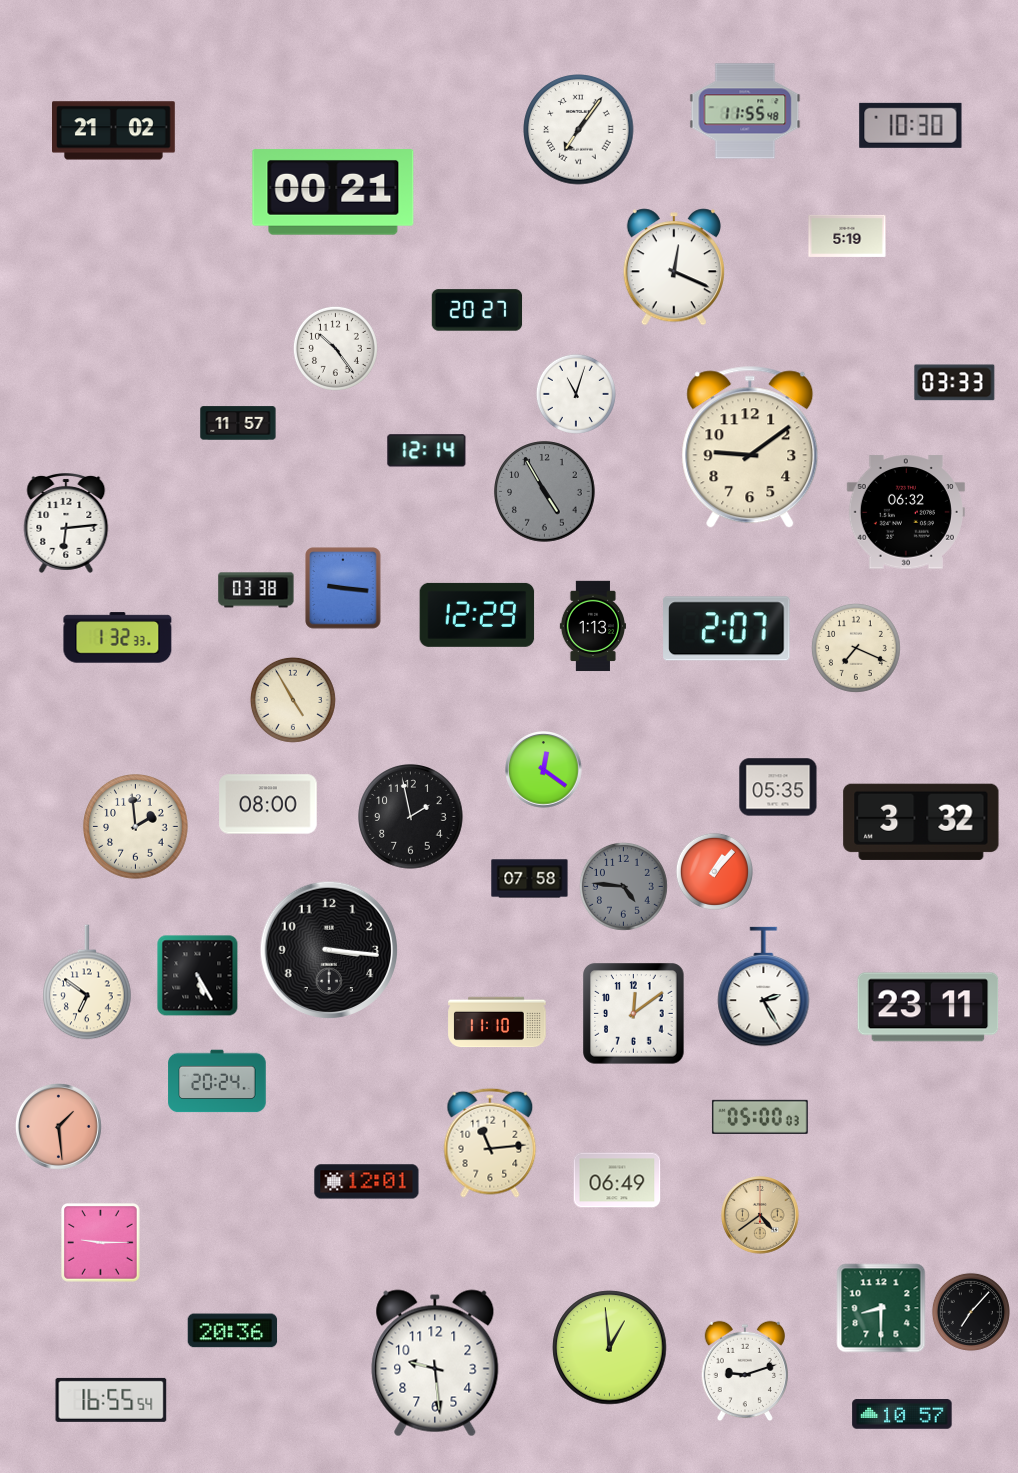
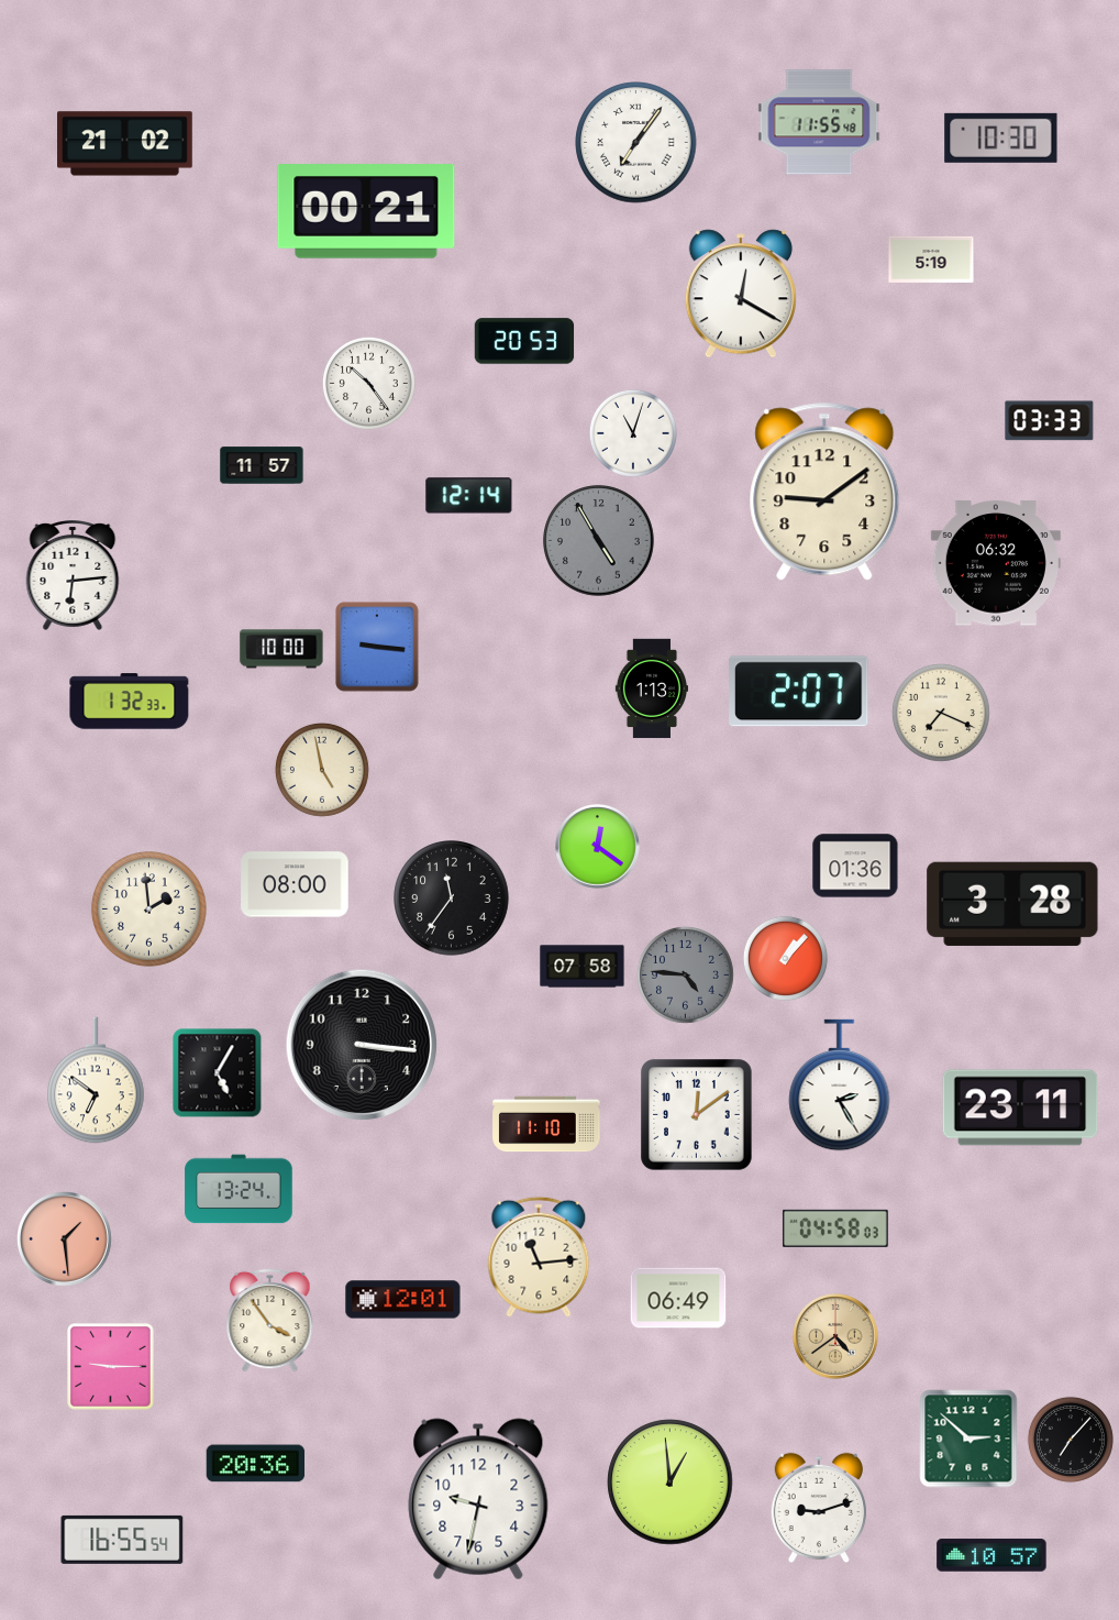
clock at (674, 267): 12:19 -> 12:20
clock at (477, 310): 20:27 -> 20:53
clock at (256, 590): 03:38 -> 10:00
clock at (477, 615): 12:29 -> none
clock at (293, 700): 4:55 -> 4:58
clock at (778, 787): 05:35 -> 01:36
clock at (411, 817): 1:58 -> 11:36
clock at (921, 822): 3:32 -> 3:28
clock at (198, 976): 5:25 -> 5:05
clock at (217, 1081): 20:24 -> 13:24
clock at (760, 1117): 05:00 -> 04:58
clock at (270, 1320): none -> 3:54
clock at (881, 1308): 8:30 -> 2:52
clock at (971, 1312) position: (971, 1312) -> (1071, 1440)
clock at (435, 1363): 9:29 -> 9:32
